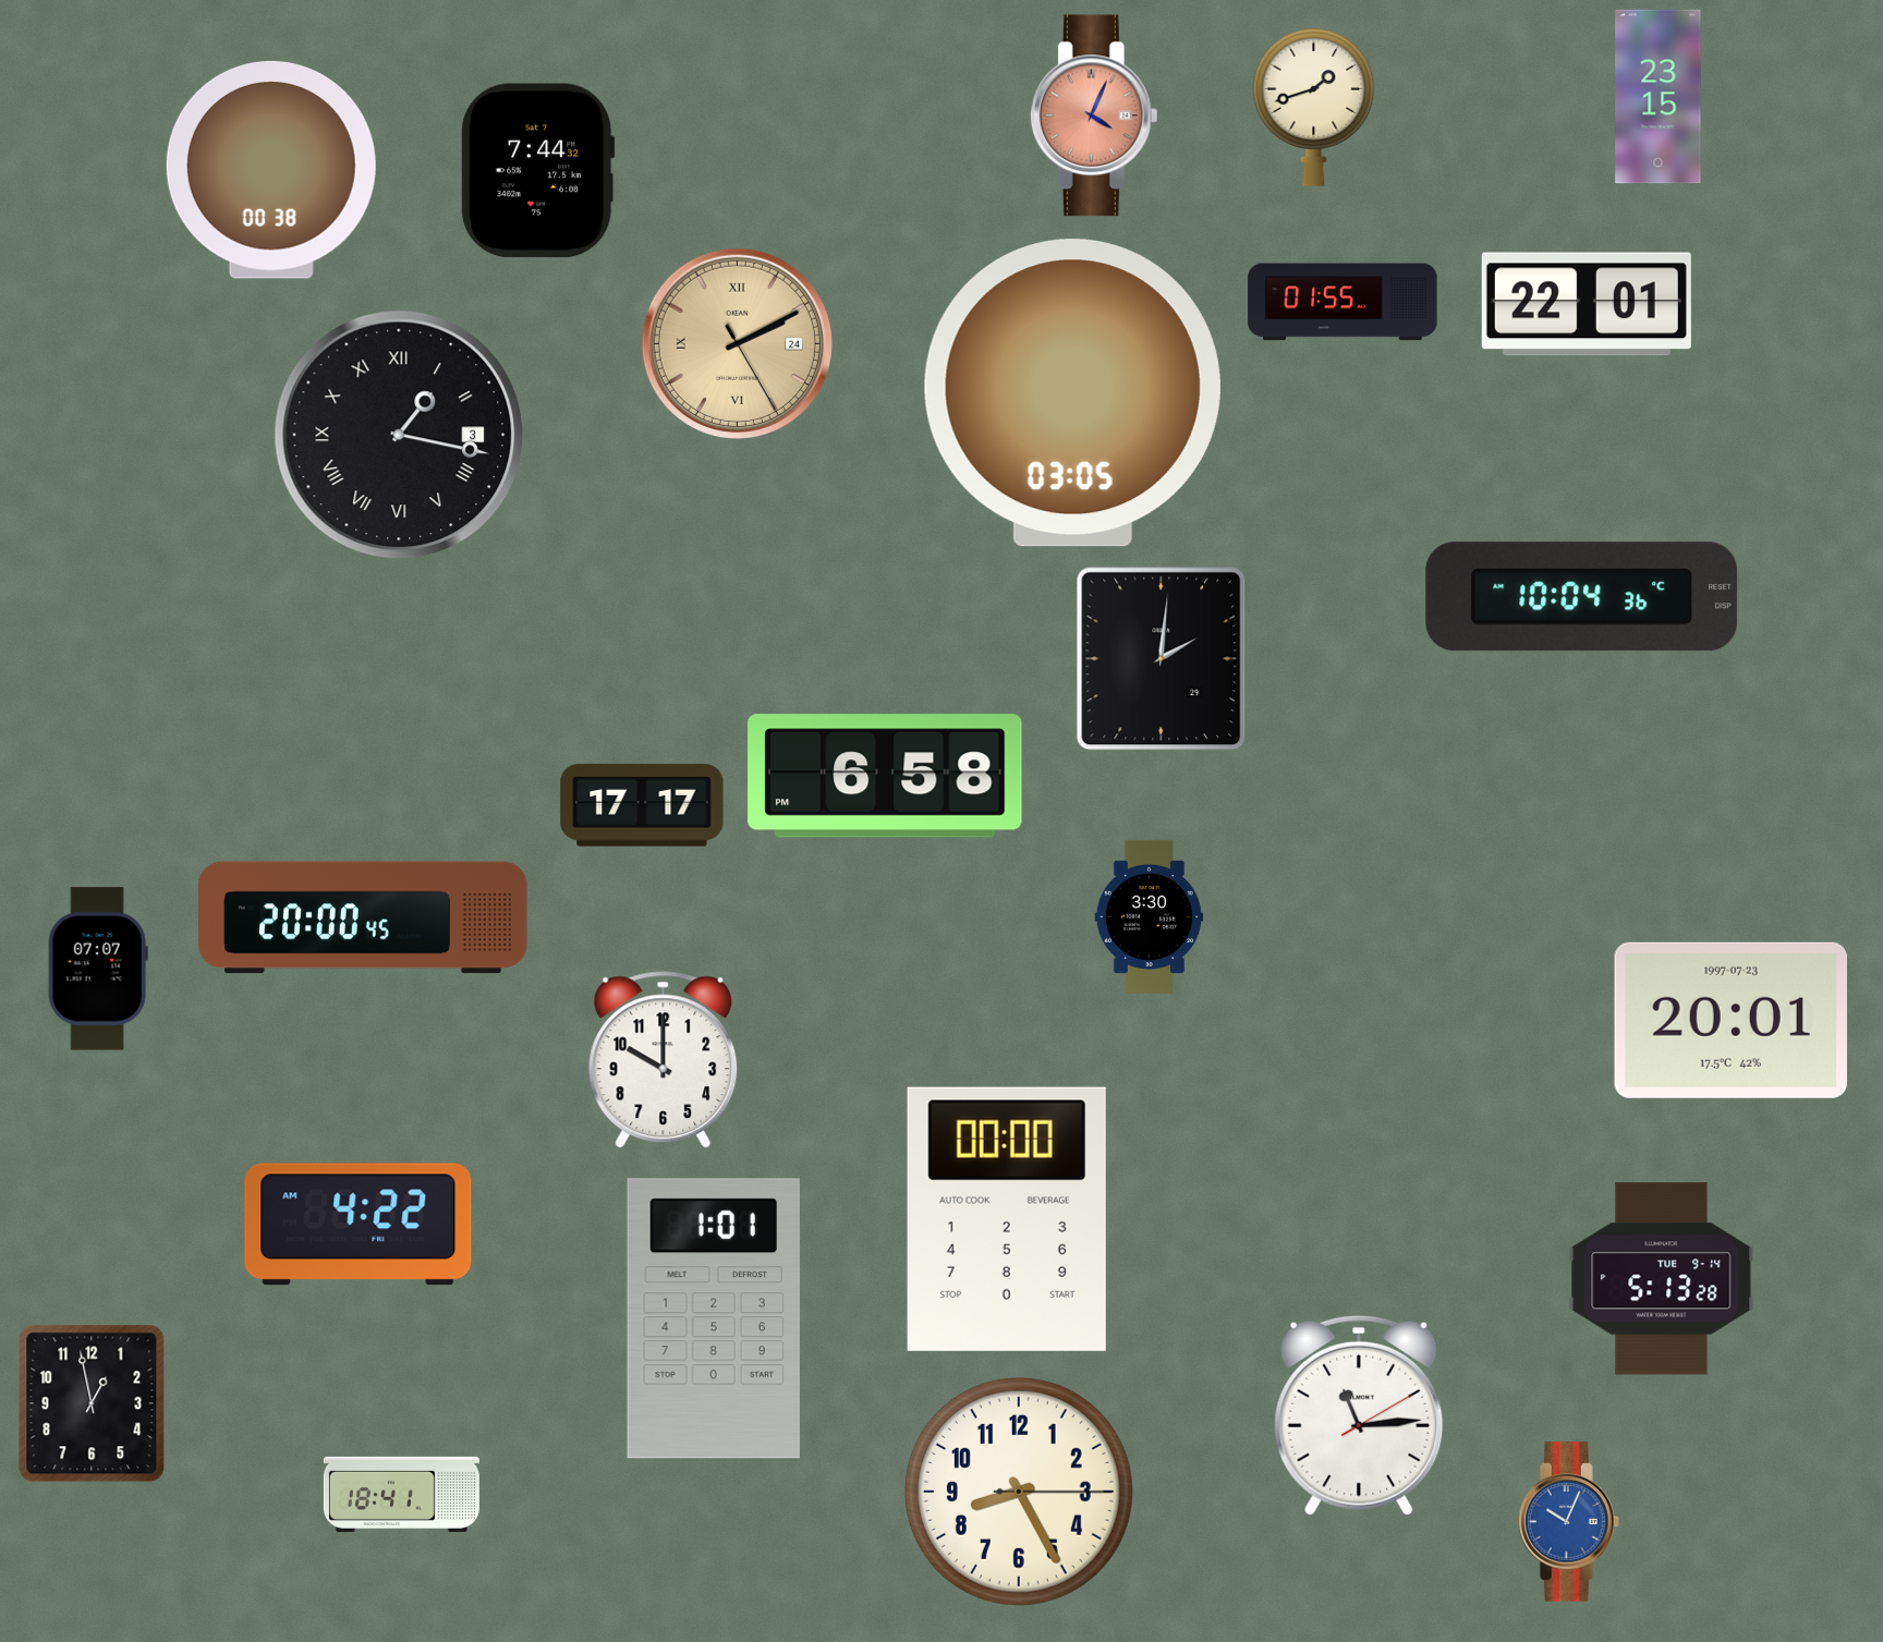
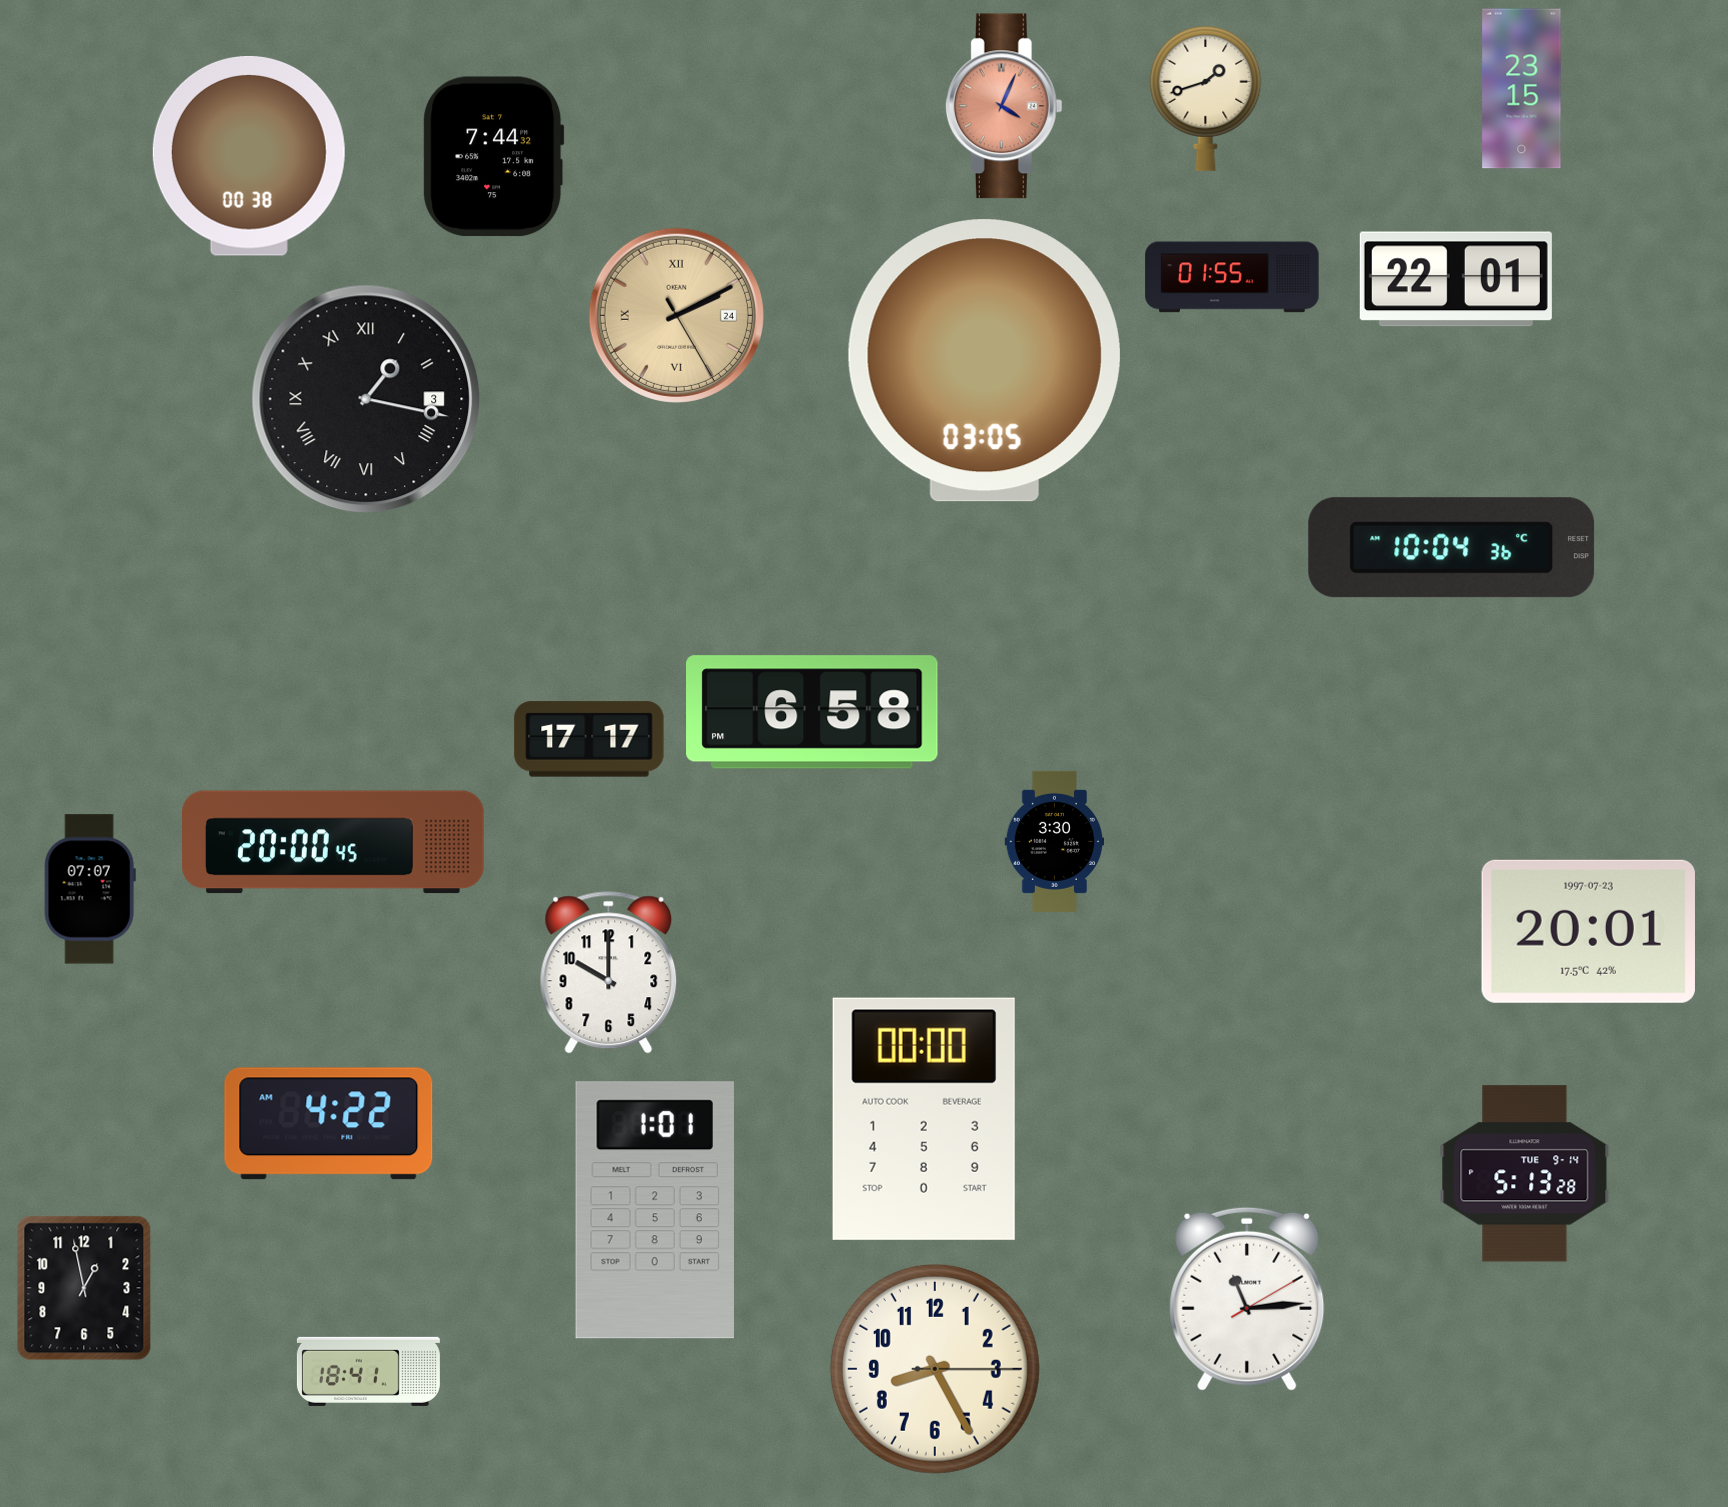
clock at (1162, 659): 2:01 -> none
clock at (1730, 1020) position: (1730, 1020) -> (1588, 931)
clock at (1568, 1522): 10:04 -> none
